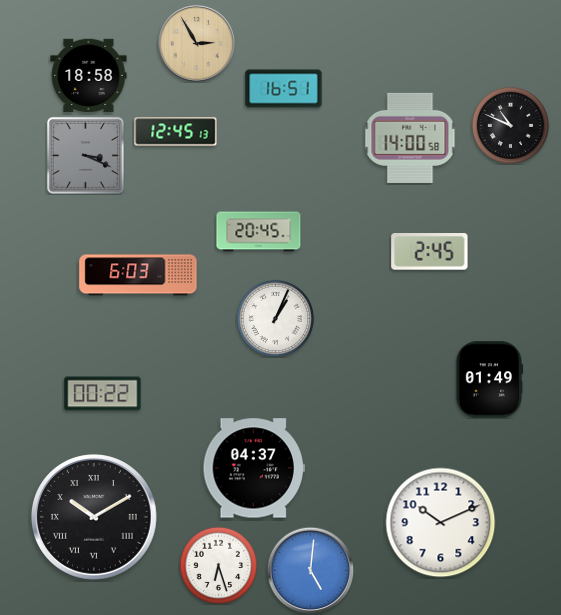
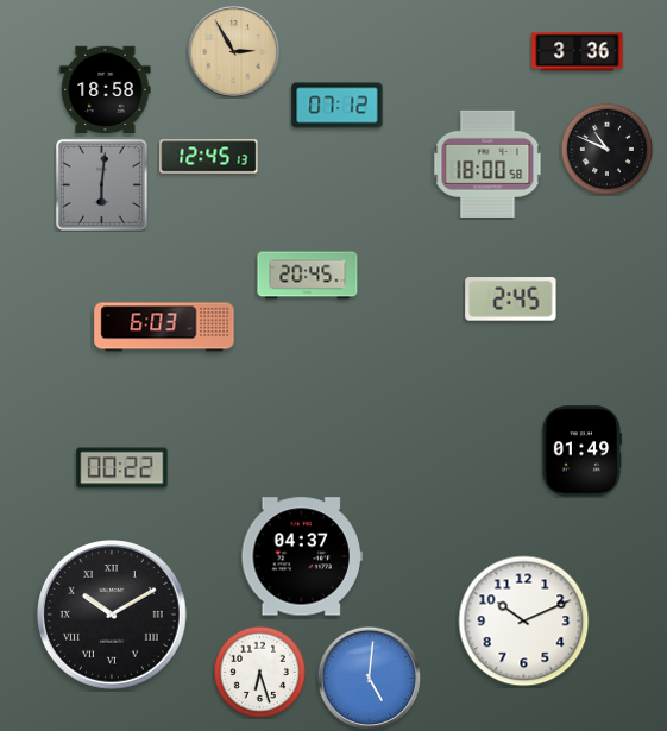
clock at (578, 52): none -> 3:36
clock at (284, 89): 16:51 -> 07:12
clock at (410, 138): 14:00 -> 18:00
clock at (85, 155): 3:19 -> 6:01
clock at (275, 318): 1:04 -> none
